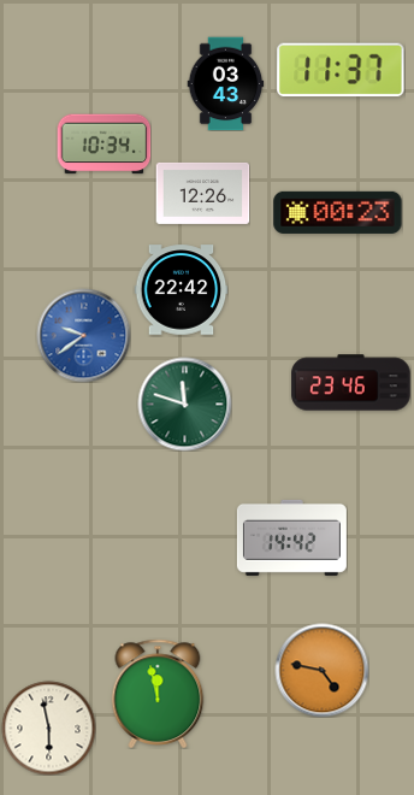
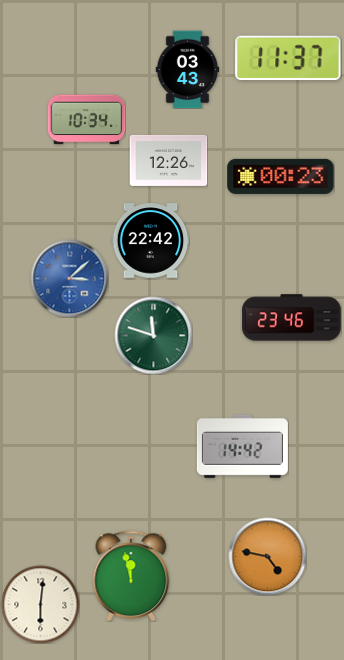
clock at (341, 70) position: (341, 70) -> (288, 58)
clock at (83, 335): 9:39 -> 3:08
clock at (48, 728): 5:58 -> 6:01
